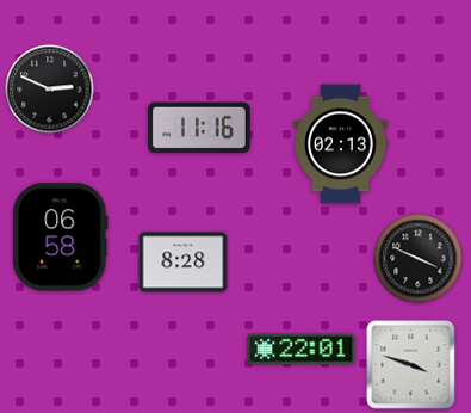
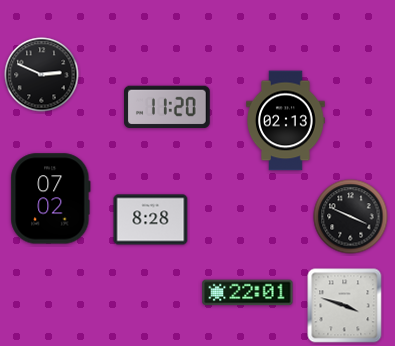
clock at (200, 128): 11:16 -> 11:20
clock at (61, 238): 06:58 -> 07:02
clock at (184, 263) position: (184, 263) -> (151, 220)
clock at (302, 350) position: (302, 350) -> (248, 293)
